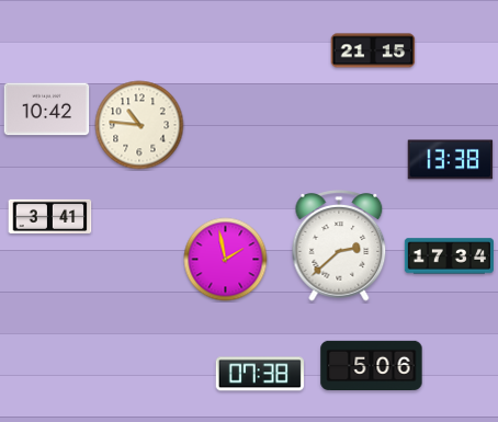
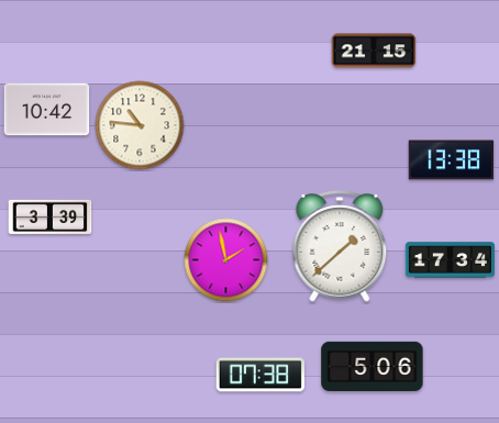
clock at (50, 216): 3:41 -> 3:39
clock at (339, 246): 2:38 -> 1:38
clock at (449, 256) position: (449, 256) -> (450, 260)
